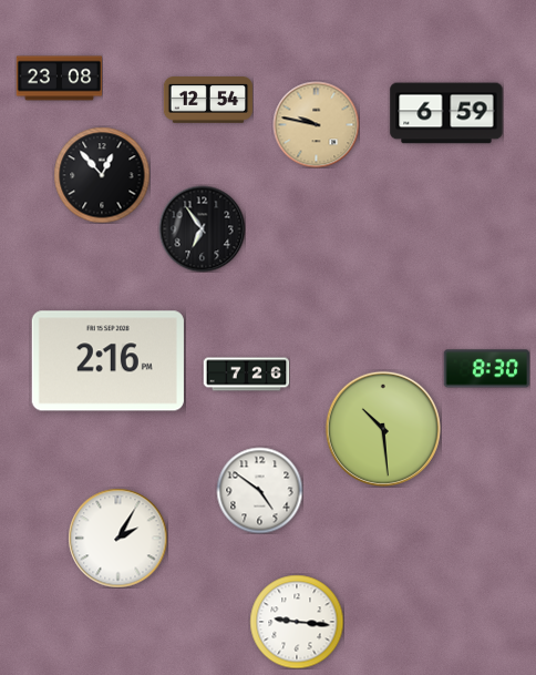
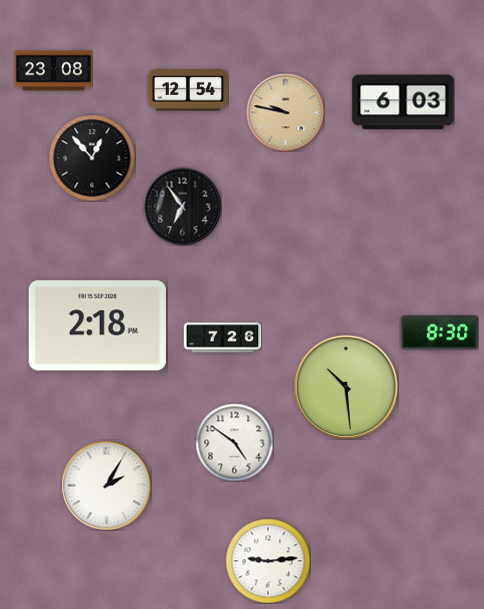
clock at (446, 113): 6:59 -> 6:03
clock at (107, 361): 2:16 -> 2:18
clock at (297, 622): 9:16 -> 9:14
